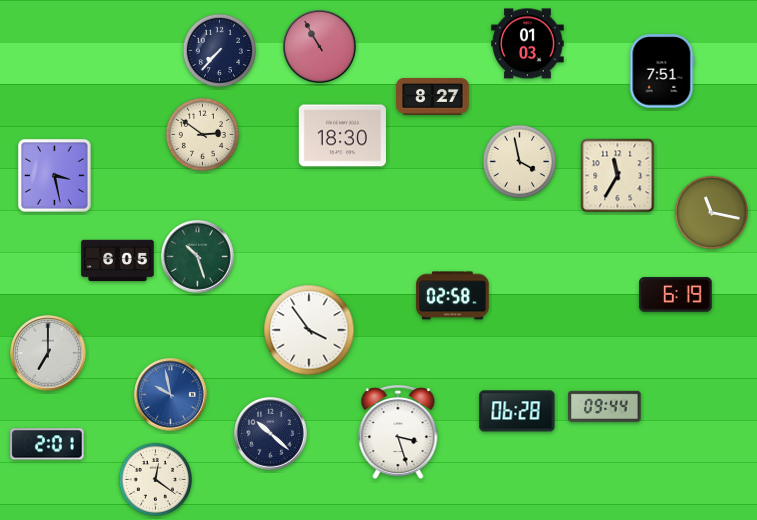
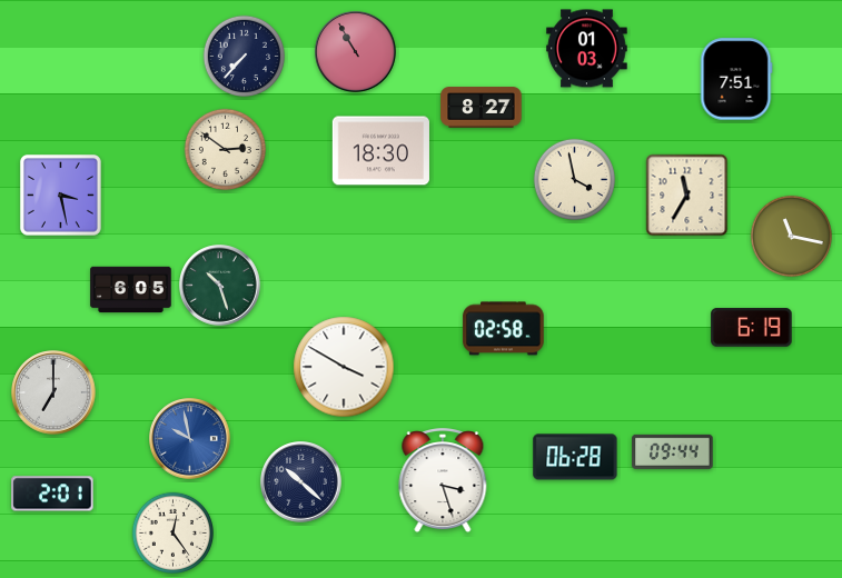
clock at (519, 161) position: (519, 161) -> (574, 179)
clock at (309, 330): 3:54 -> 3:50
clock at (155, 479): 12:21 -> 12:24
